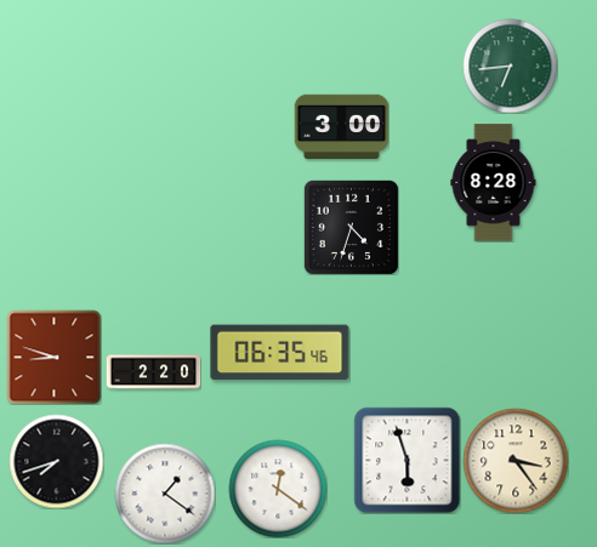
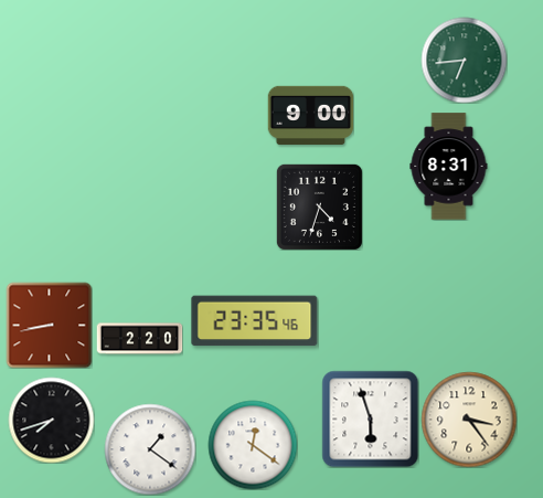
clock at (341, 126): 3:00 -> 9:00
clock at (494, 183): 8:28 -> 8:31
clock at (280, 353): 06:35 -> 23:35
clock at (53, 357): 8:48 -> 8:43
